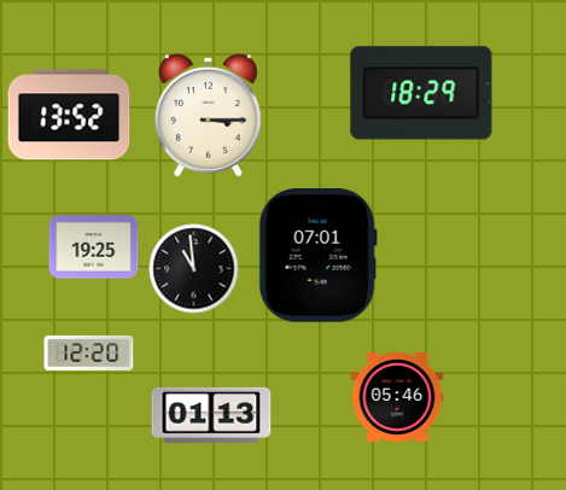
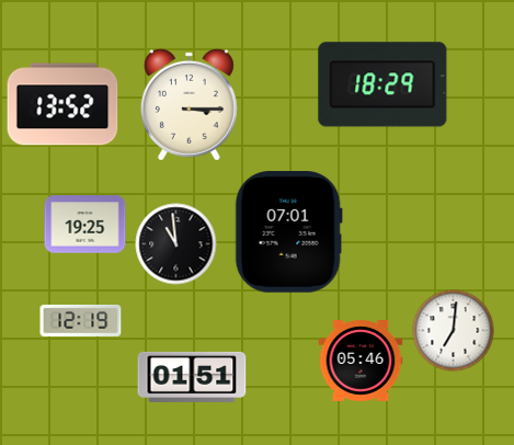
clock at (89, 352): 12:20 -> 12:19
clock at (454, 331): none -> 7:01
clock at (211, 415): 01:13 -> 01:51
